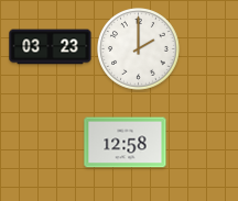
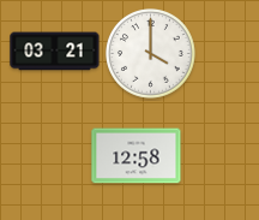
clock at (51, 47): 03:23 -> 03:21
clock at (139, 49): 2:00 -> 4:00
